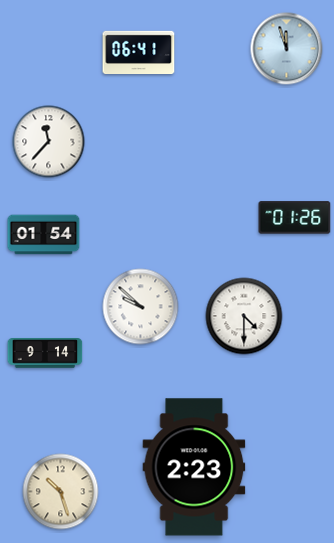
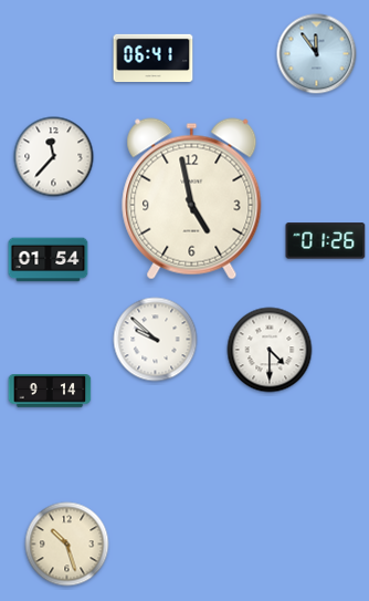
clock at (287, 49): 11:57 -> 11:54
clock at (192, 199): none -> 4:58
clock at (194, 467): 2:23 -> none
